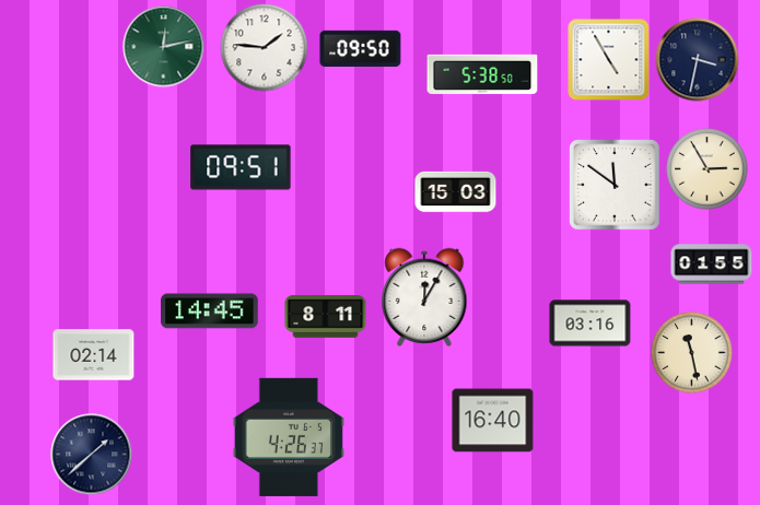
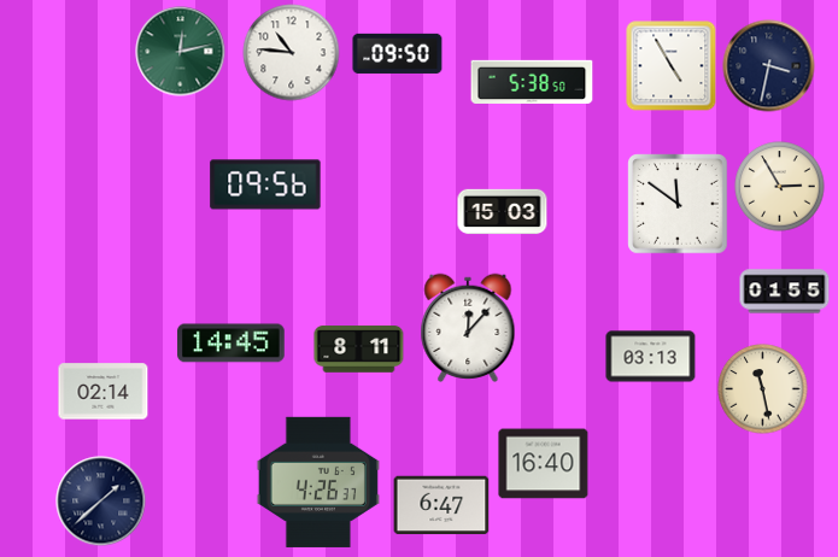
clock at (265, 48): 1:46 -> 10:46
clock at (241, 167): 09:51 -> 09:56
clock at (424, 296): 12:05 -> 12:07
clock at (591, 324): 03:16 -> 03:13
clock at (441, 505): none -> 6:47
